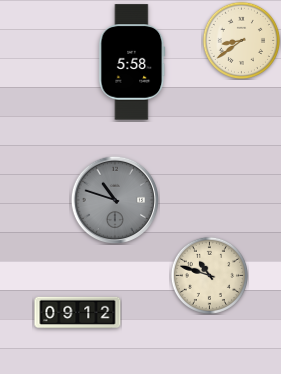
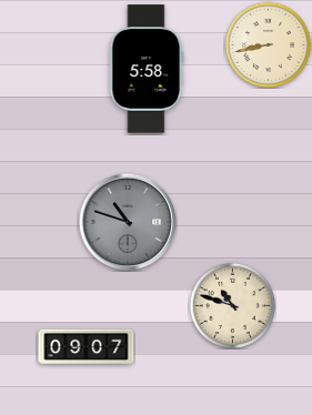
clock at (241, 40): 8:39 -> 8:43
clock at (78, 313): 09:12 -> 09:07
